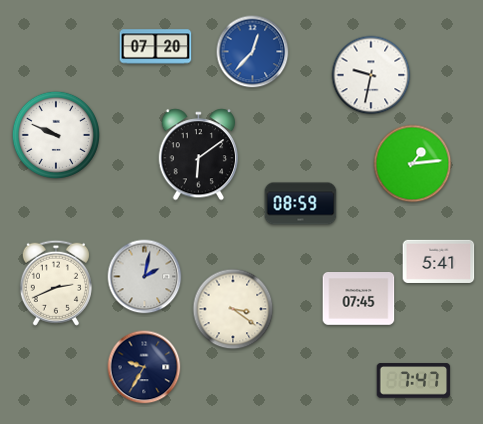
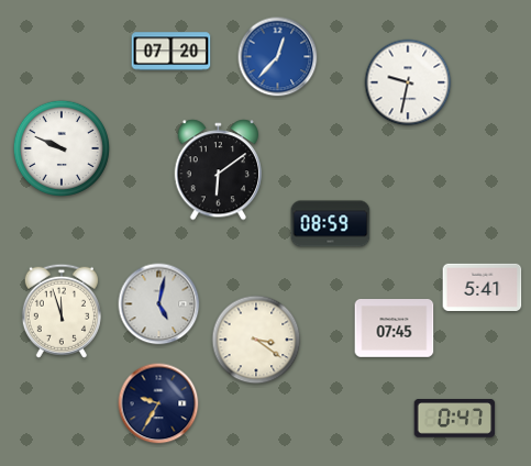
clock at (413, 164): 1:14 -> none
clock at (145, 277): 2:02 -> 5:02
clock at (56, 283): 2:41 -> 11:57
clock at (414, 381): 7:47 -> 0:47
